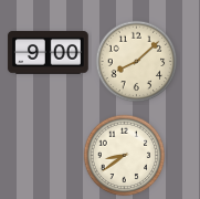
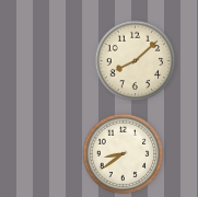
clock at (49, 53): 9:00 -> none
